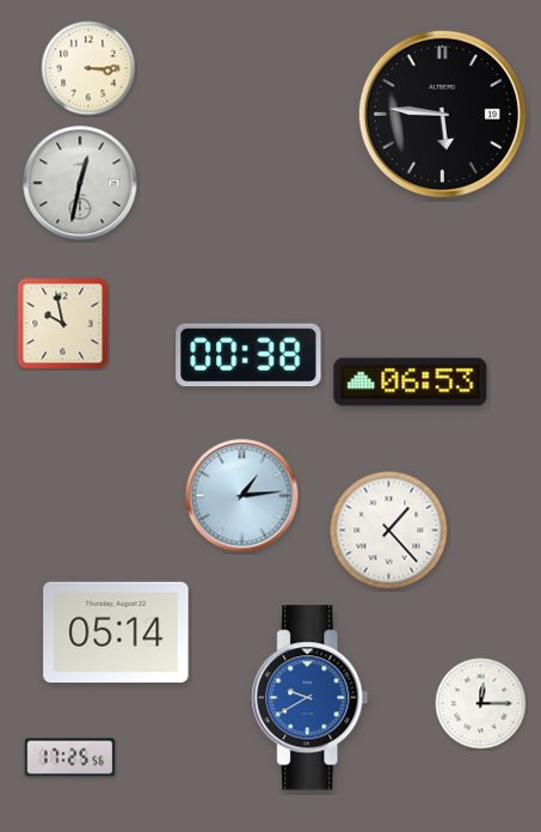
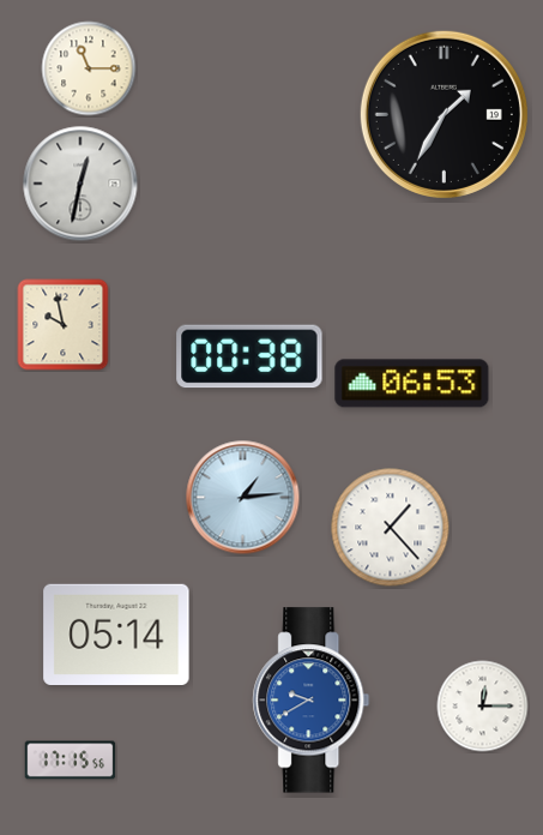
clock at (88, 68): 3:15 -> 11:15
clock at (442, 114): 5:46 -> 1:35
clock at (389, 531) position: (389, 531) -> (391, 528)
clock at (70, 758): 17:25 -> 17:15
